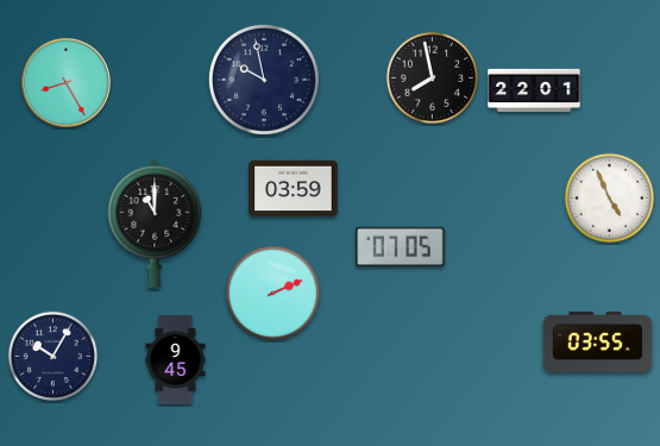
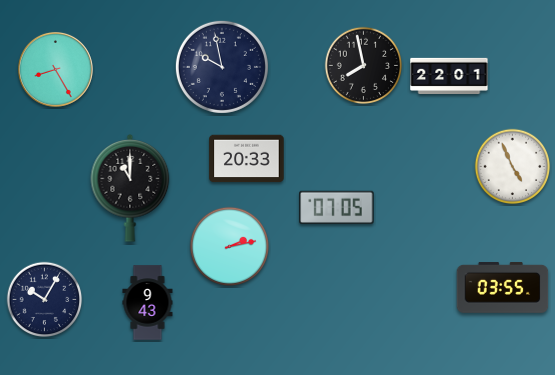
clock at (294, 189): 03:59 -> 20:33
clock at (274, 294): 2:11 -> 2:13
clock at (176, 360): 9:45 -> 9:43
